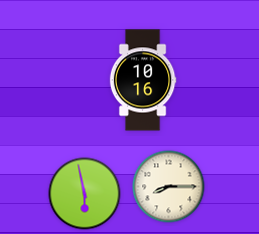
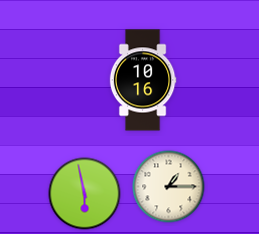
clock at (169, 187): 8:15 -> 1:15
